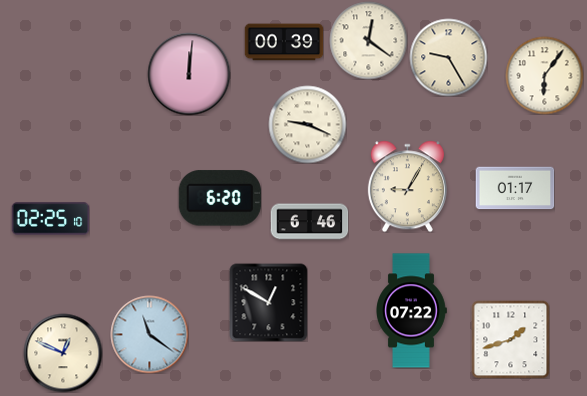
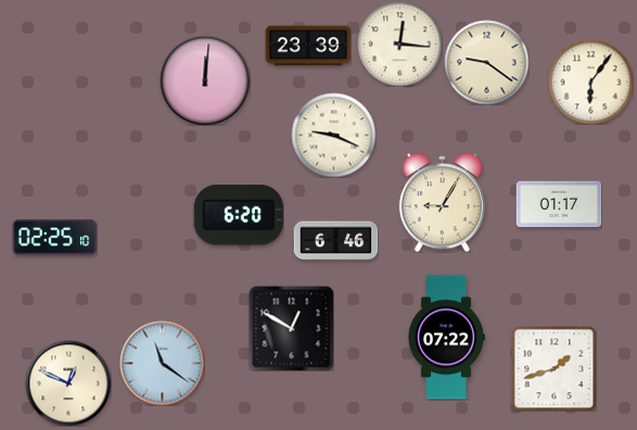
clock at (368, 40): 12:21 -> 12:16
clock at (284, 42): 00:39 -> 23:39
clock at (448, 57): 9:25 -> 9:21
